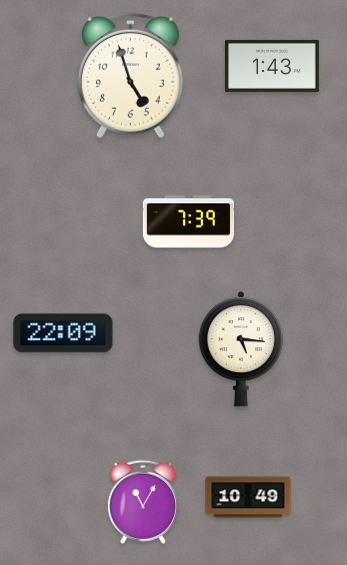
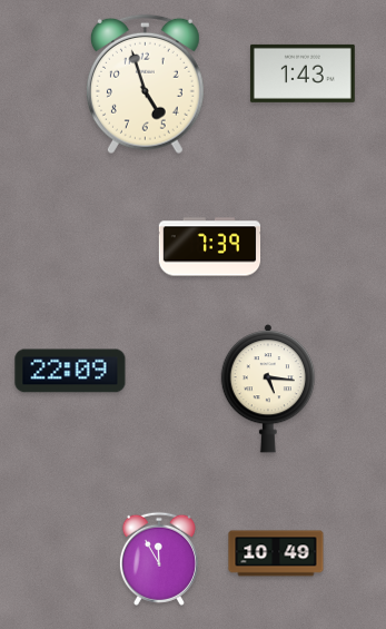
clock at (143, 502): 11:05 -> 11:55
